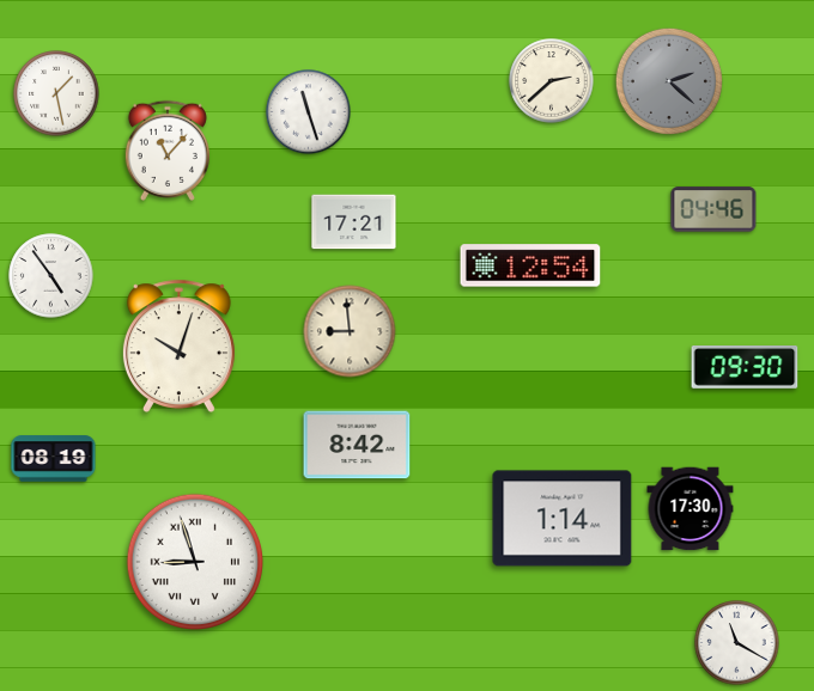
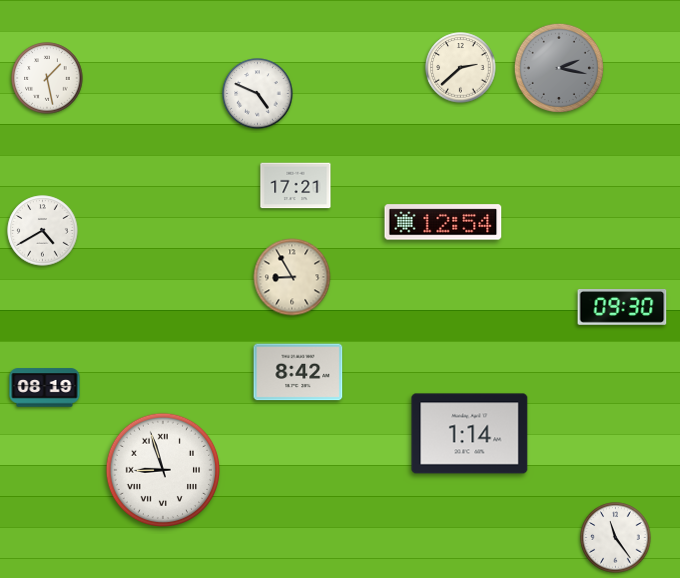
clock at (669, 81): 2:22 -> 2:17
clock at (309, 112): 11:27 -> 4:49
clock at (168, 151): 11:07 -> none
clock at (713, 209): 04:46 -> none
clock at (51, 276): 4:54 -> 4:40
clock at (350, 331): 8:59 -> 8:55
clock at (178, 347): 10:03 -> none
clock at (54, 459) position: (54, 459) -> (45, 388)
clock at (691, 509): 17:30 -> none
clock at (737, 643): 11:20 -> 11:24
